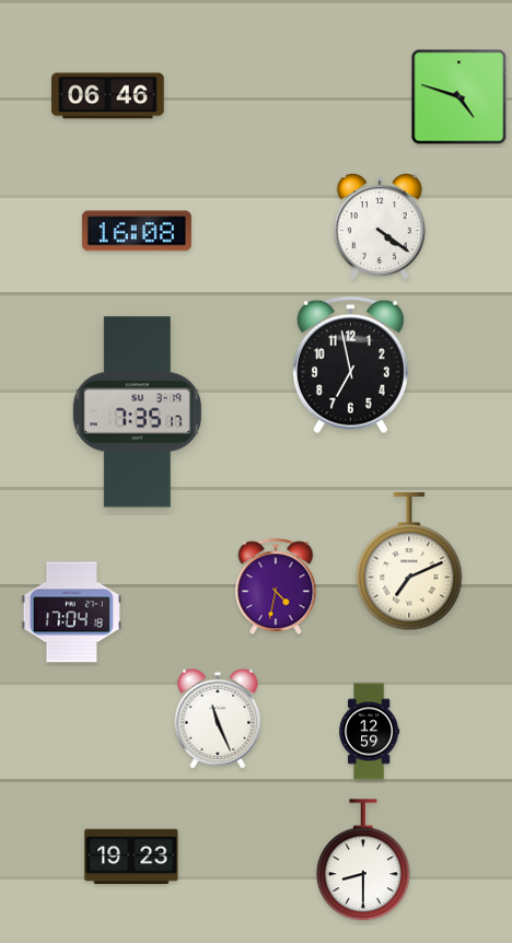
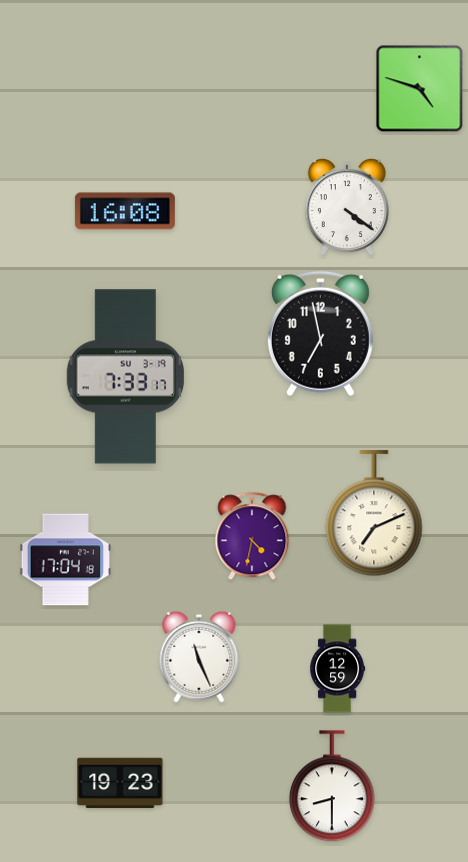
clock at (108, 96): 06:46 -> none
clock at (137, 412): 7:35 -> 7:33
